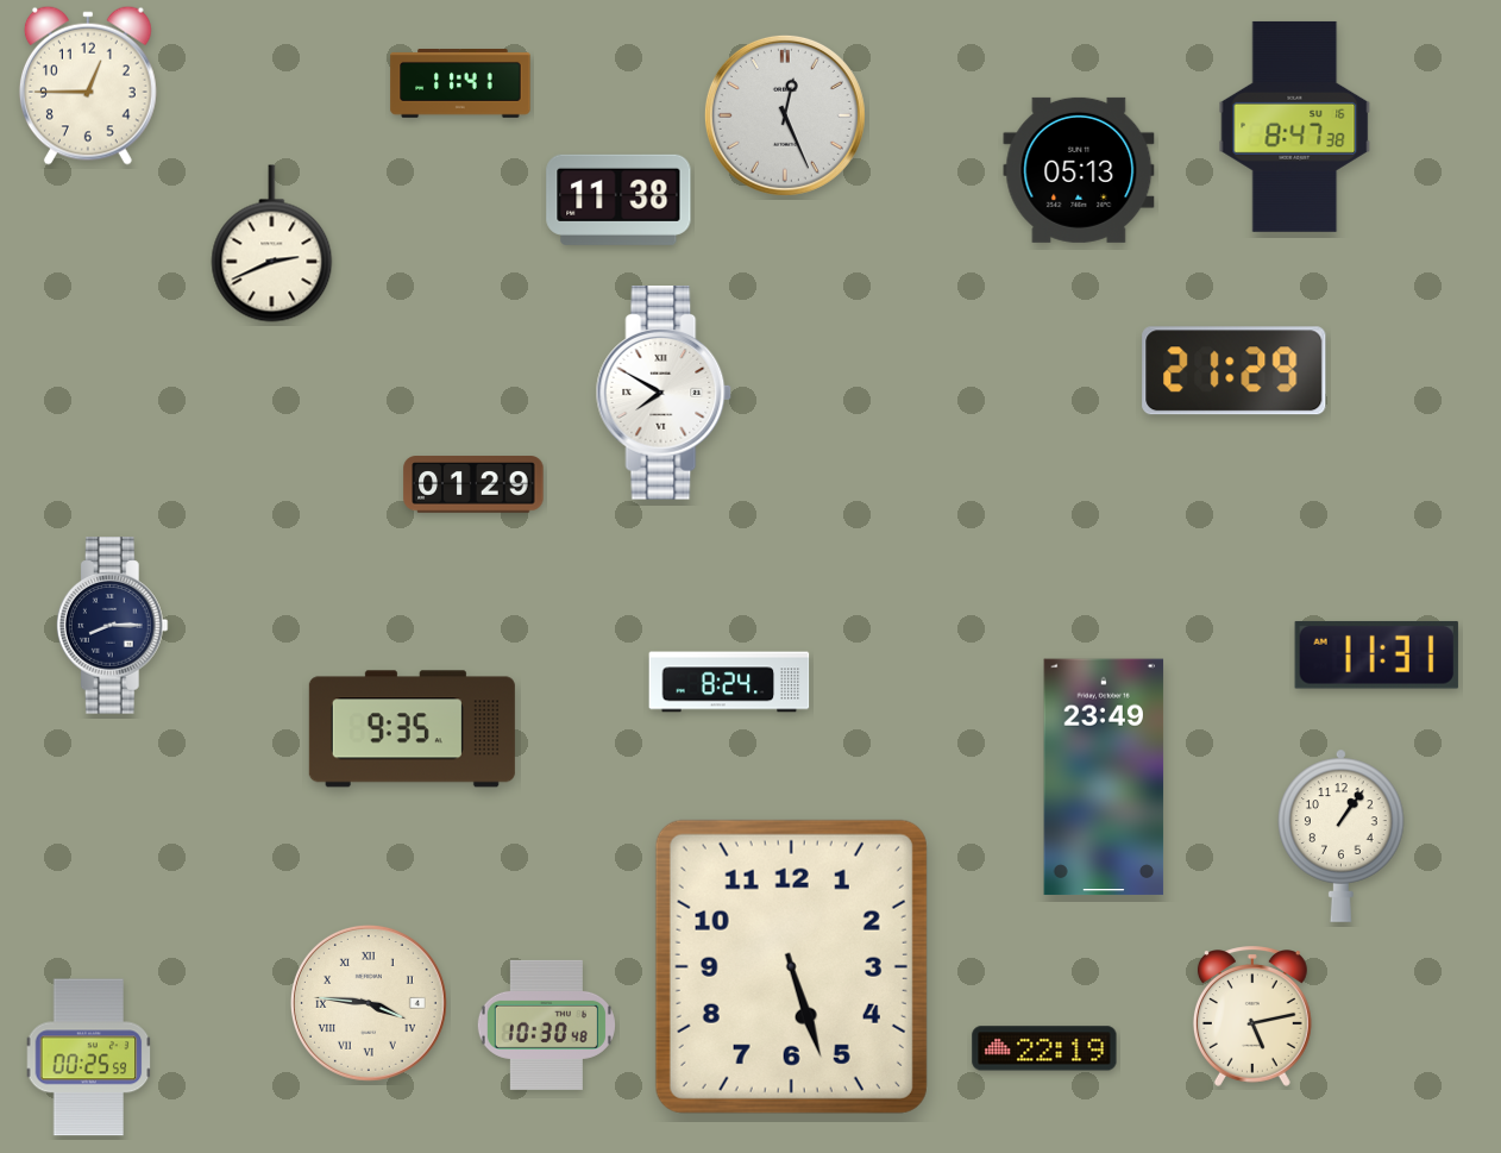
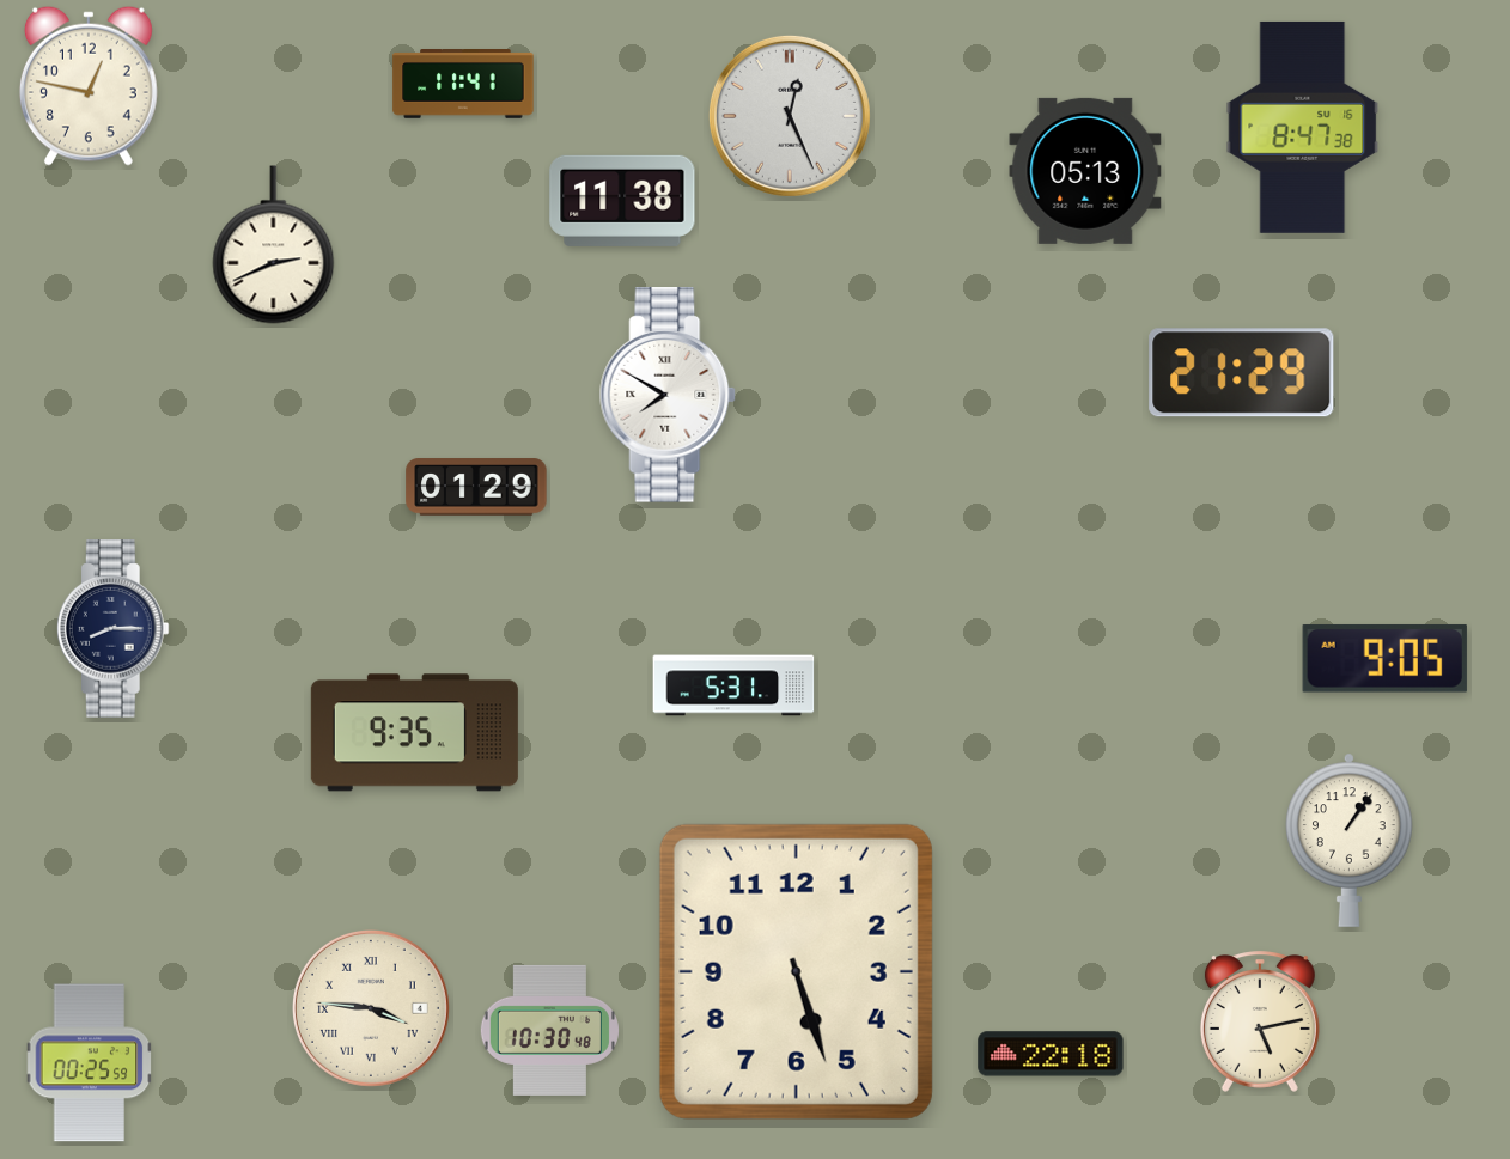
clock at (88, 86): 12:45 -> 12:47
clock at (1376, 656): 11:31 -> 9:05
clock at (729, 682): 8:24 -> 5:31
clock at (1104, 777): 23:49 -> none
clock at (1044, 1048): 22:19 -> 22:18
